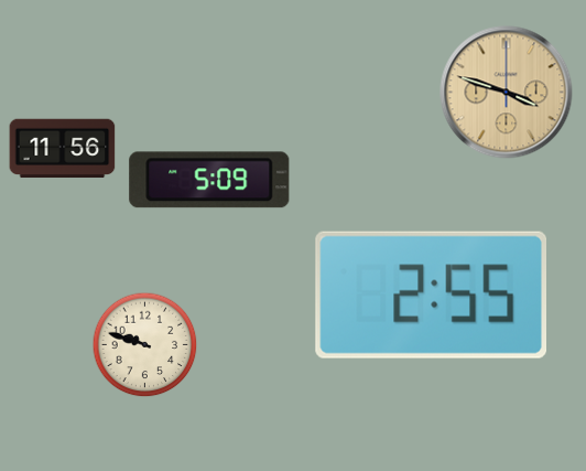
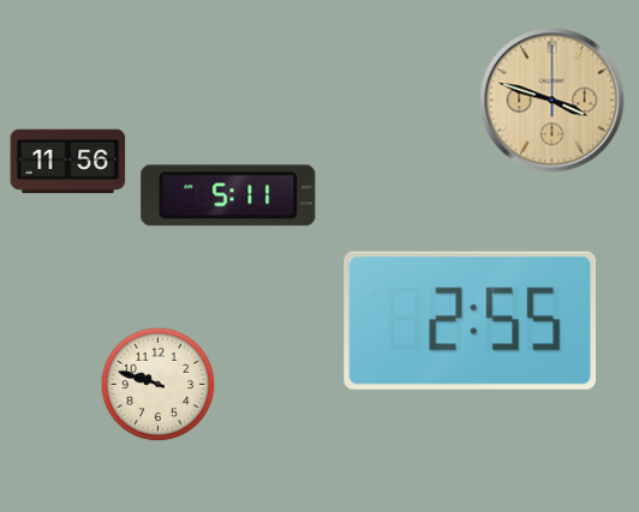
clock at (209, 180): 5:09 -> 5:11
clock at (145, 345) position: (145, 345) -> (159, 385)
